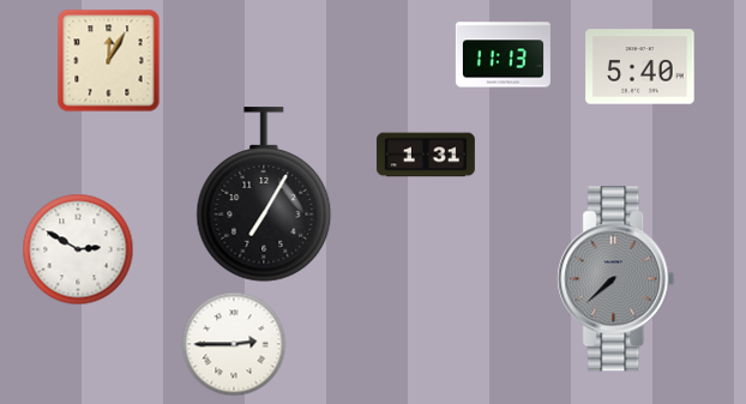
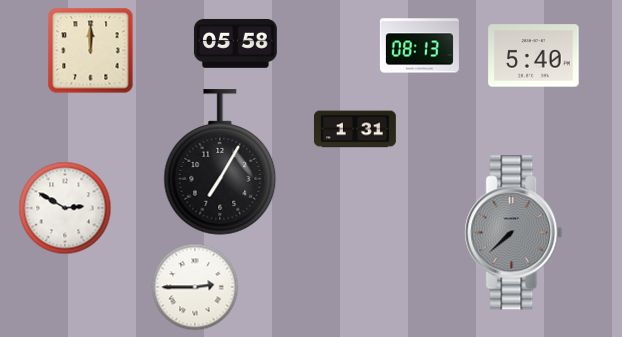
clock at (235, 43): none -> 05:58
clock at (503, 55): 11:13 -> 08:13
clock at (108, 60): 12:05 -> 12:00
